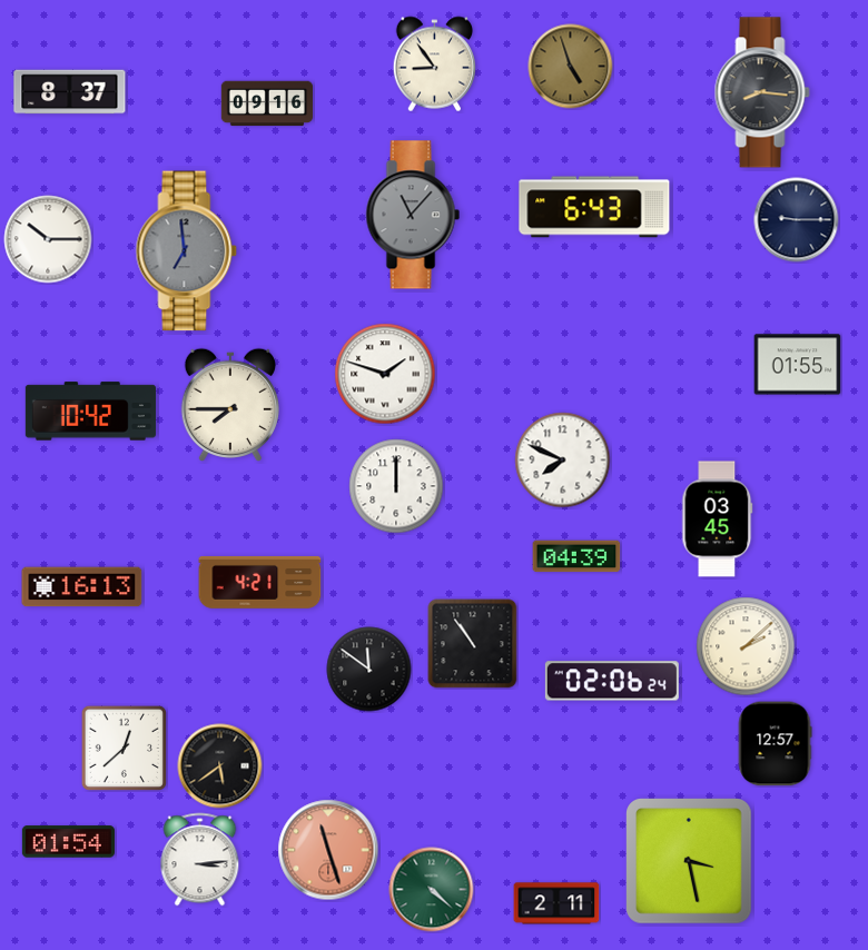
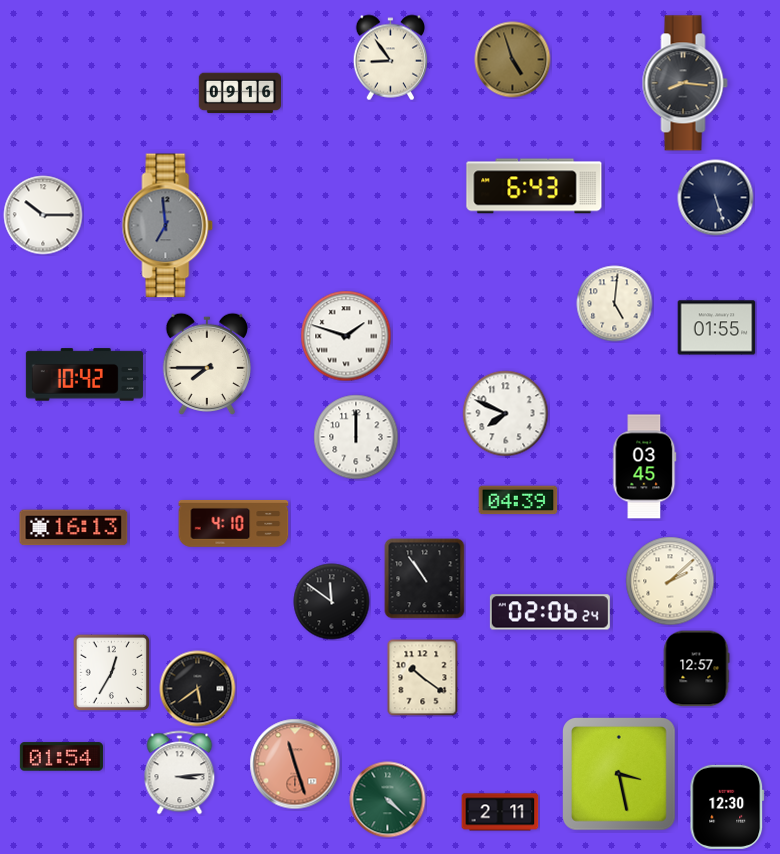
clock at (70, 92): 8:37 -> none
clock at (413, 215): 11:07 -> none
clock at (797, 220): 9:15 -> 5:27
clock at (615, 304): none -> 5:01
clock at (90, 412) position: (90, 412) -> (84, 375)
clock at (260, 582): 4:21 -> 4:10
clock at (124, 748): 12:38 -> 12:35
clock at (423, 678): none -> 10:21
clock at (727, 807): none -> 12:30
